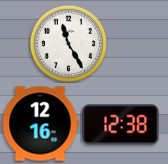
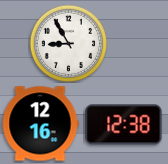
clock at (68, 43): 11:25 -> 8:55
clock at (121, 125) position: (121, 125) -> (124, 125)
